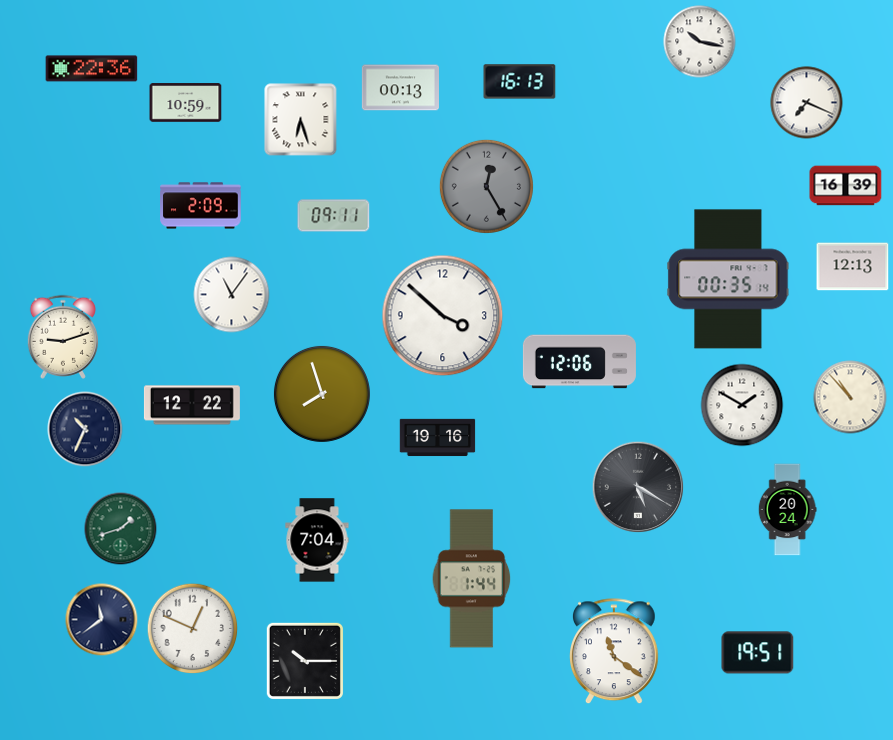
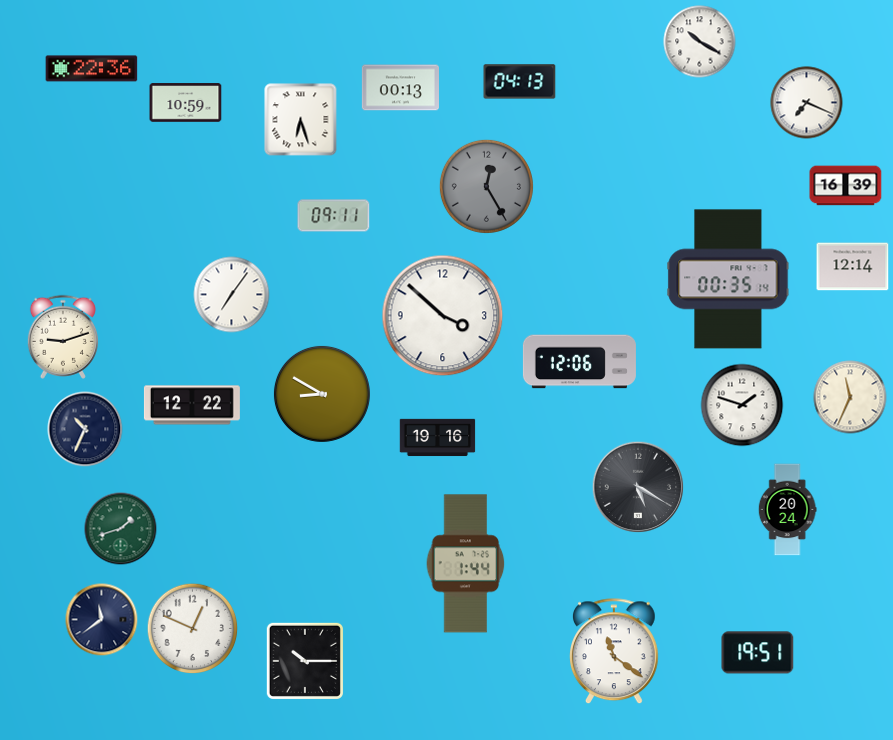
clock at (700, 42): 10:17 -> 10:20
clock at (520, 82): 16:13 -> 04:13
clock at (201, 206): 2:09 -> none
clock at (853, 267): 12:13 -> 12:14
clock at (232, 295): 11:06 -> 7:06
clock at (322, 394): 7:57 -> 8:50
clock at (850, 397): 10:53 -> 11:34
clock at (742, 405): 1:50 -> 1:48
clock at (317, 540): 7:04 -> none
clock at (472, 579) position: (472, 579) -> (466, 564)
